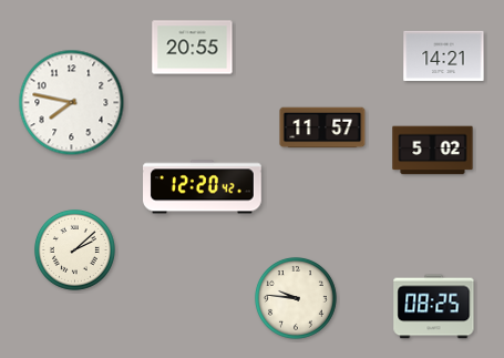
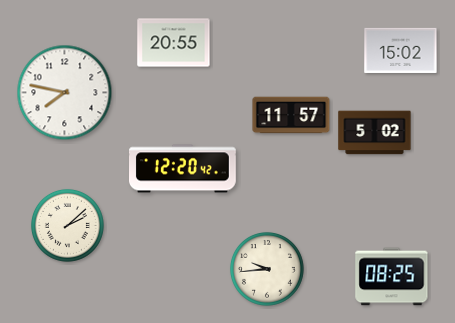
clock at (444, 55): 14:21 -> 15:02
clock at (433, 151) position: (433, 151) -> (375, 133)
clock at (296, 298): 9:46 -> 9:44
